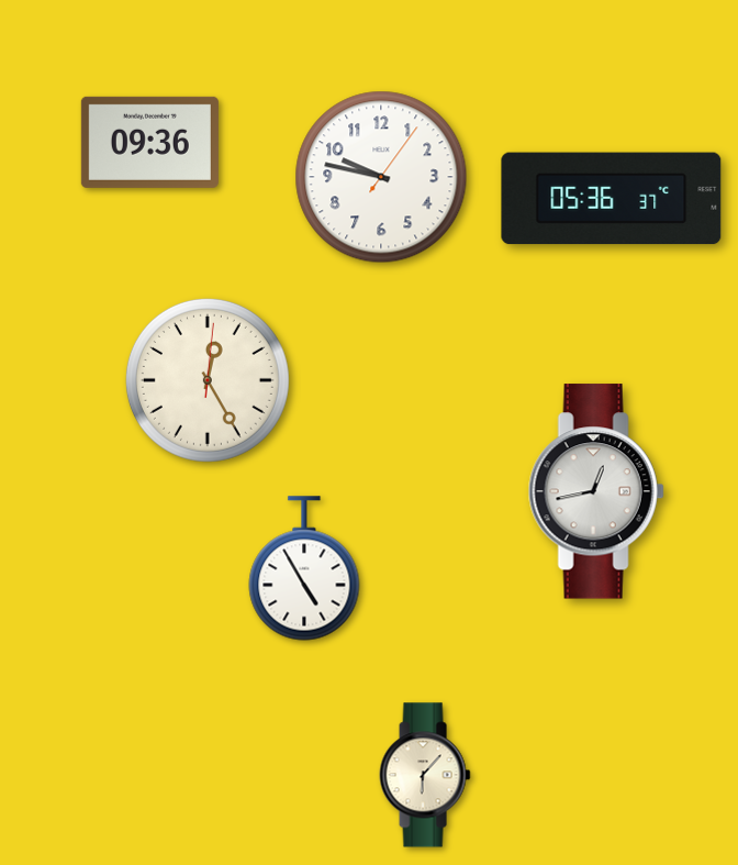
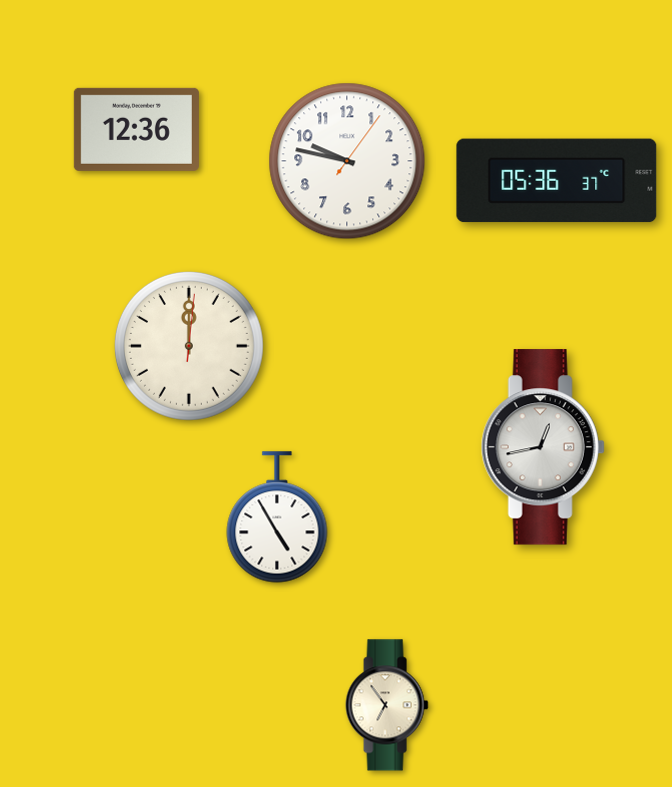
clock at (149, 142): 09:36 -> 12:36
clock at (208, 380): 12:25 -> 12:00
clock at (425, 775): 6:07 -> 6:54
